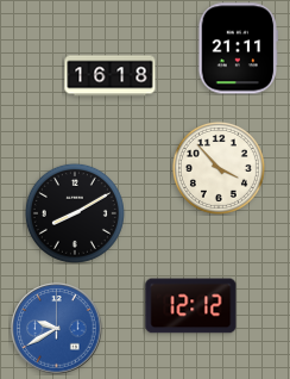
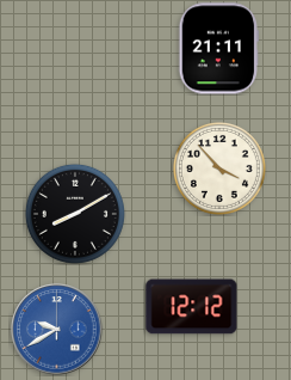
clock at (239, 49) position: (239, 49) -> (219, 49)
clock at (111, 76): 16:18 -> none
